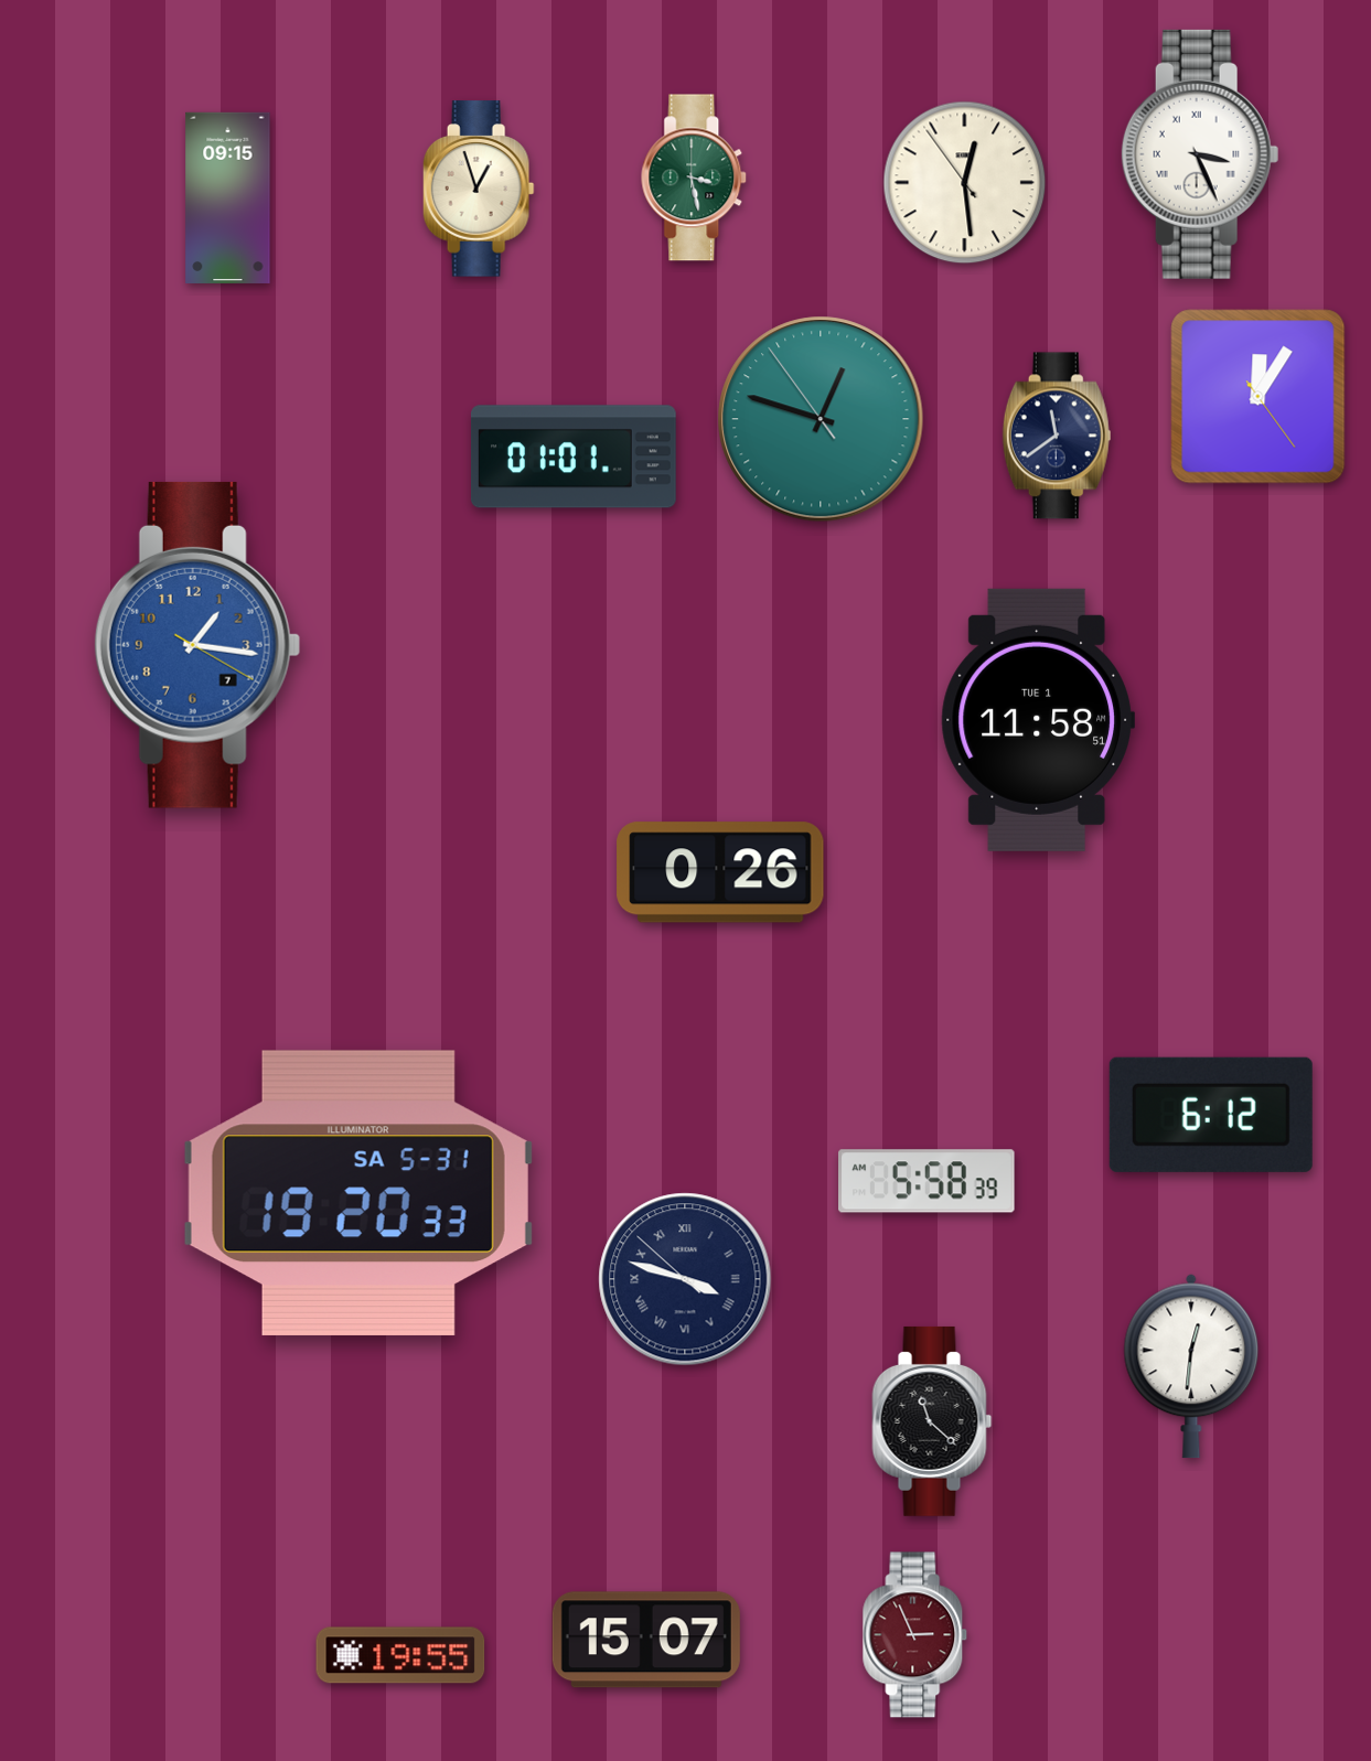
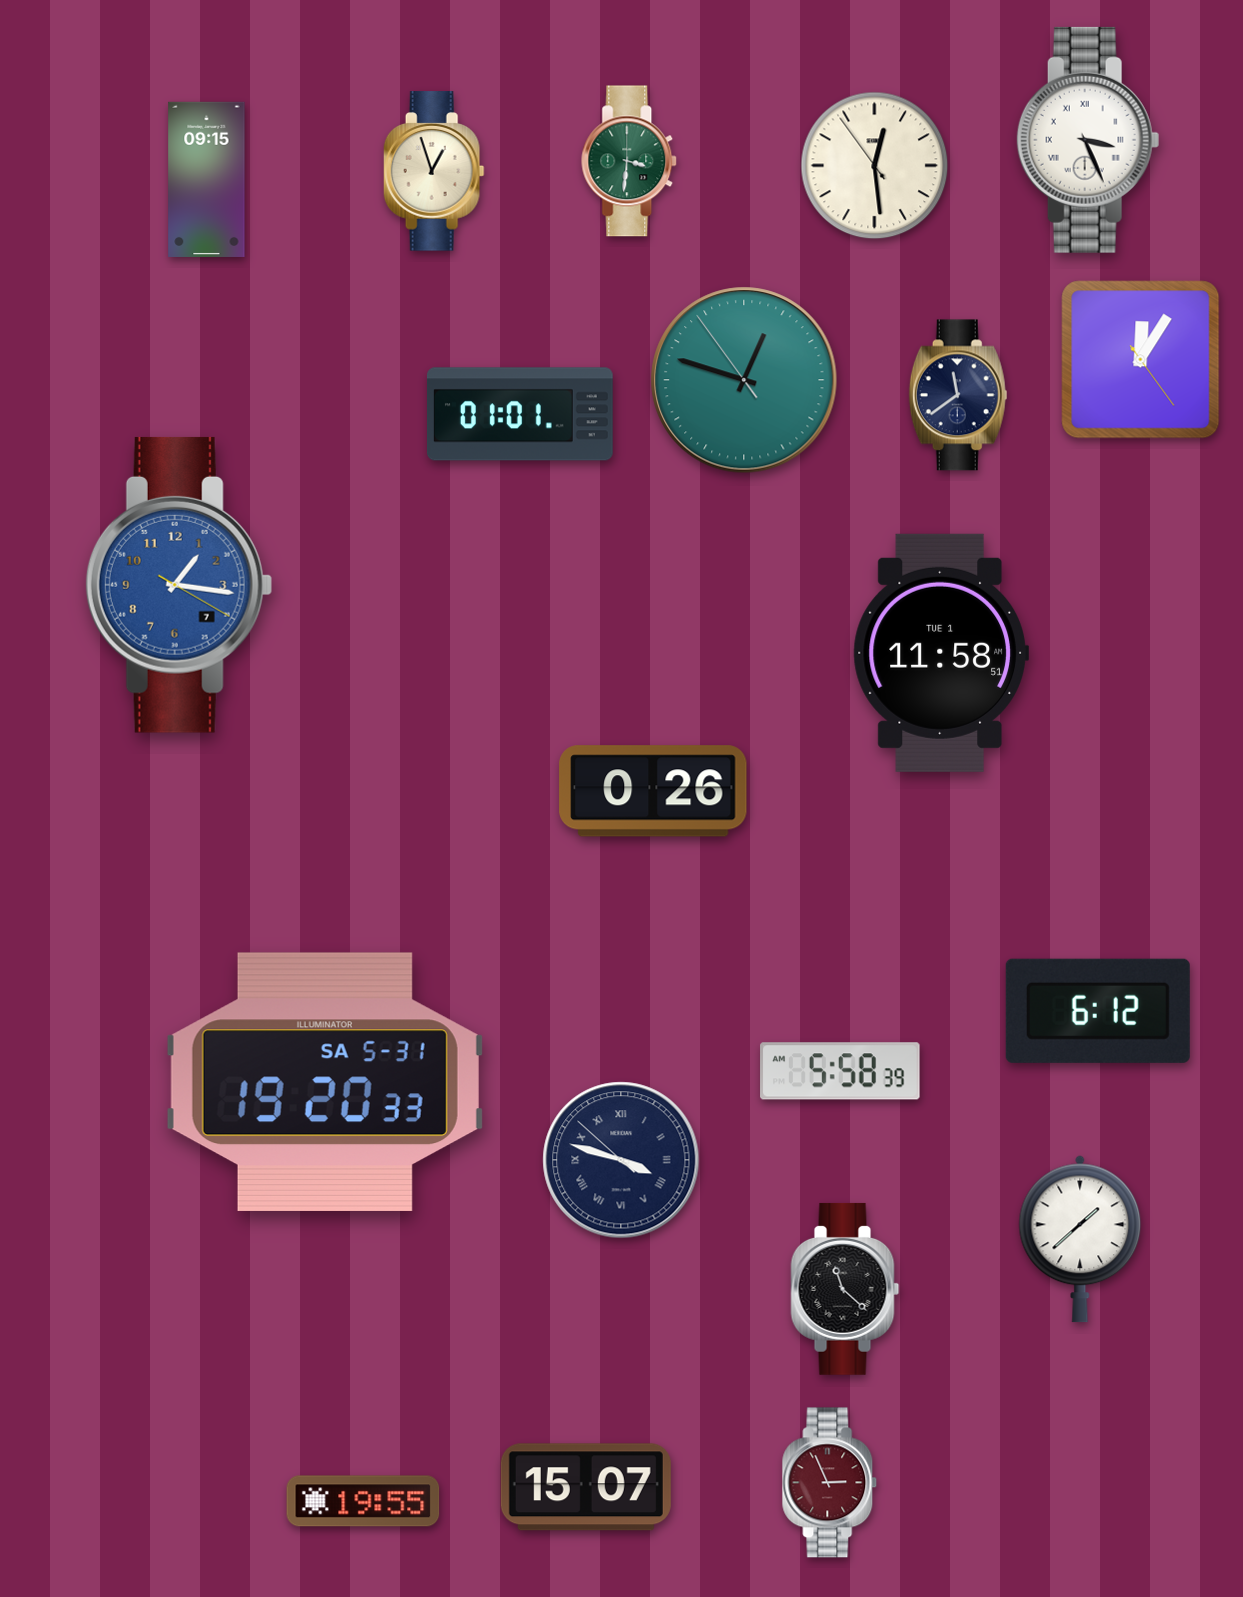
clock at (695, 178): 3:28 -> 3:31
clock at (1191, 1366): 12:31 -> 1:38
